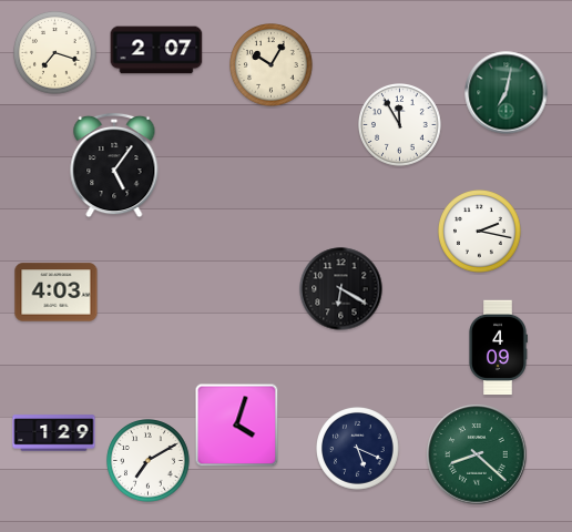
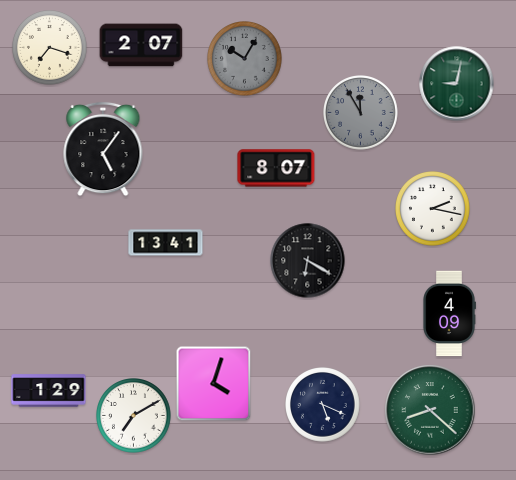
clock at (272, 65) dial: cream -> grey
clock at (507, 93): 7:02 -> 9:02
clock at (400, 125) dial: white -> grey
clock at (276, 168): none -> 8:07
clock at (166, 243): none -> 13:41
clock at (57, 293): 4:03 -> none
